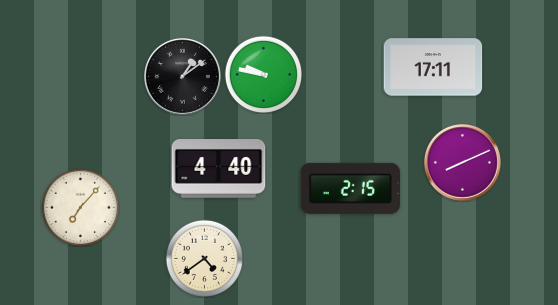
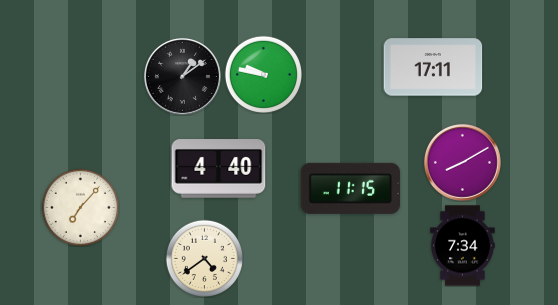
clock at (462, 162): 8:11 -> 8:10
clock at (351, 188): 2:15 -> 11:15
clock at (463, 246): none -> 7:34
